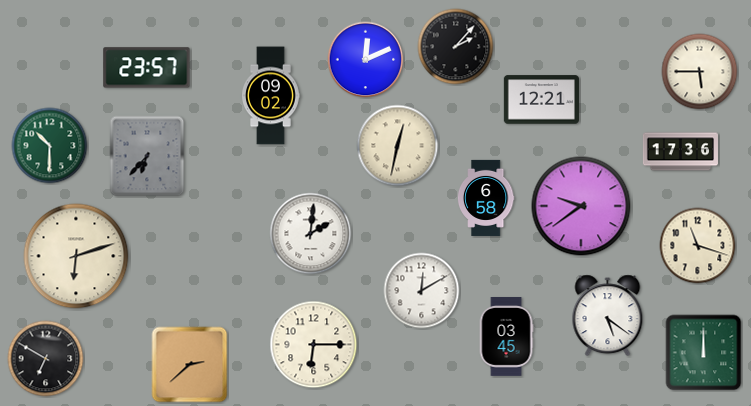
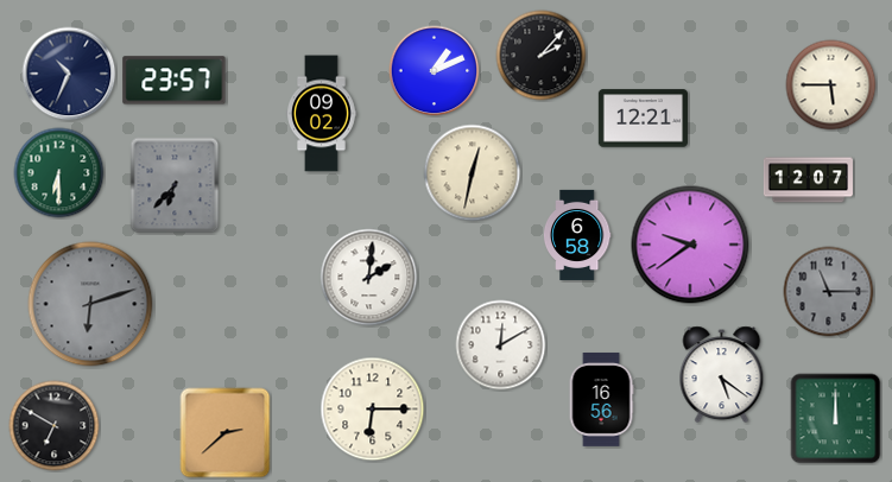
clock at (366, 60): 12:11 -> 1:11
clock at (69, 74): none -> 10:34
clock at (50, 146): 10:30 -> 6:30
clock at (680, 152): 17:36 -> 12:07
clock at (698, 246): 11:18 -> 11:15
clock at (698, 246) dial: cream -> grey
clock at (76, 256) dial: cream -> grey
clock at (506, 337): 03:45 -> 16:56
